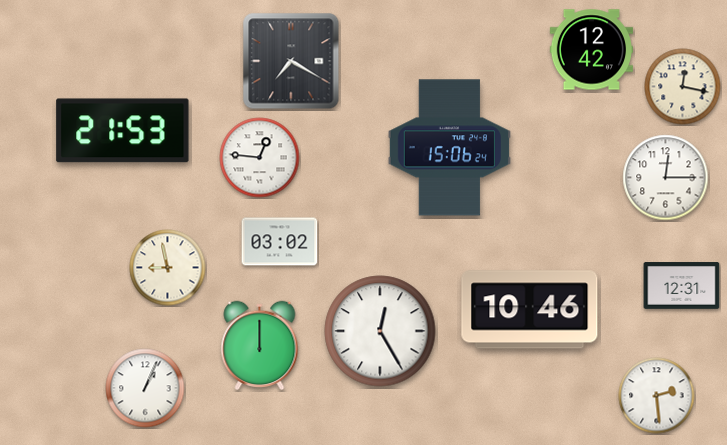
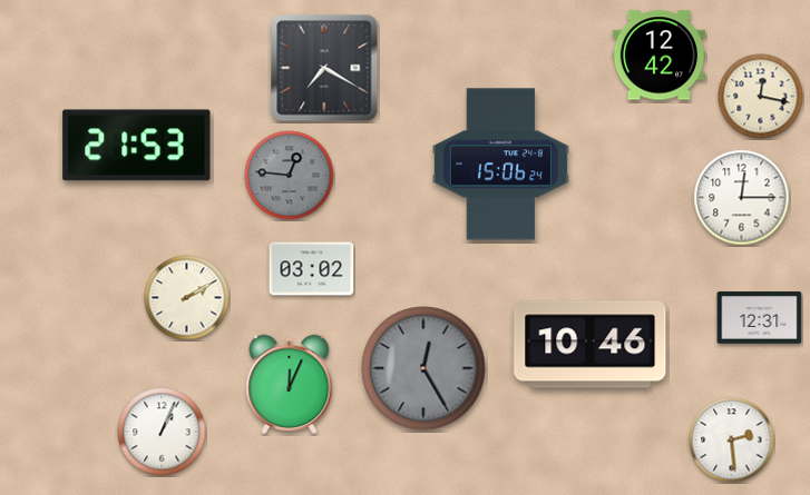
clock at (260, 158) dial: white -> grey
clock at (168, 268): 8:58 -> 2:10
clock at (380, 331) dial: white -> grey
clock at (260, 346): 12:00 -> 12:04
